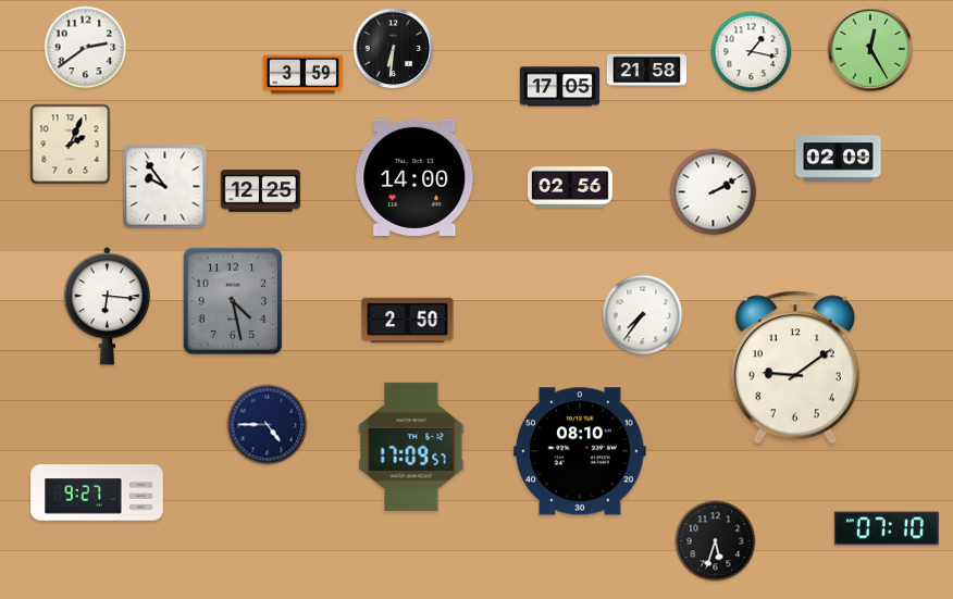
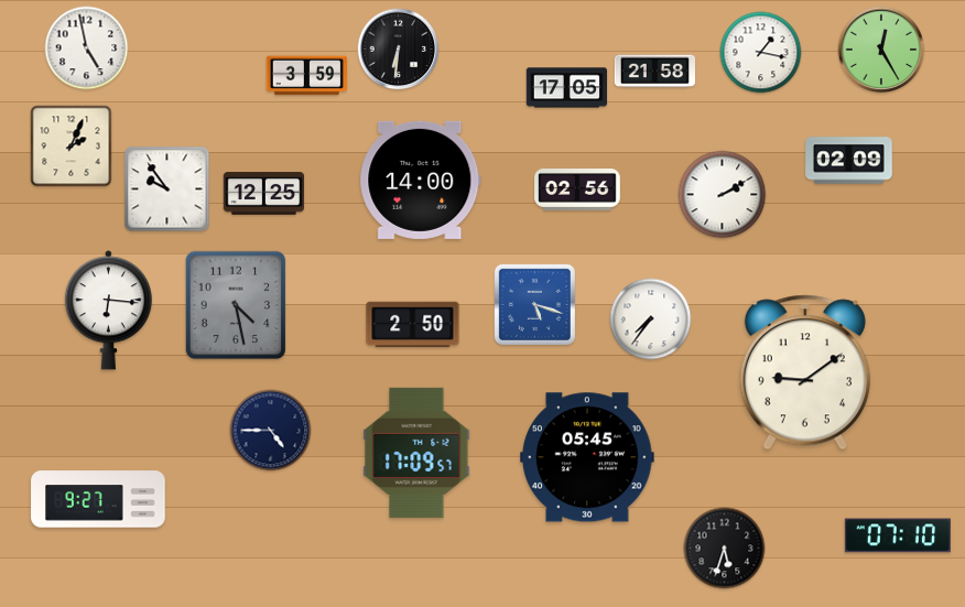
clock at (86, 48): 2:39 -> 4:58
clock at (534, 304): none -> 5:18
clock at (581, 451): 08:10 -> 05:45
